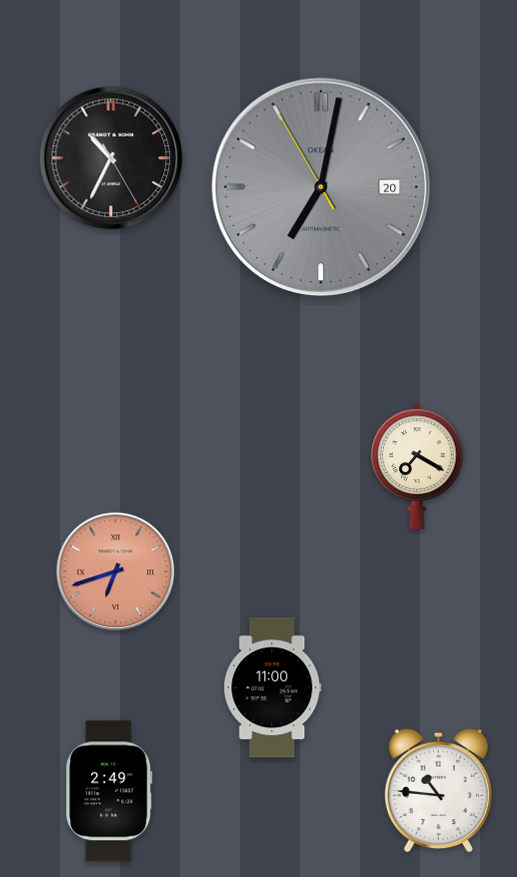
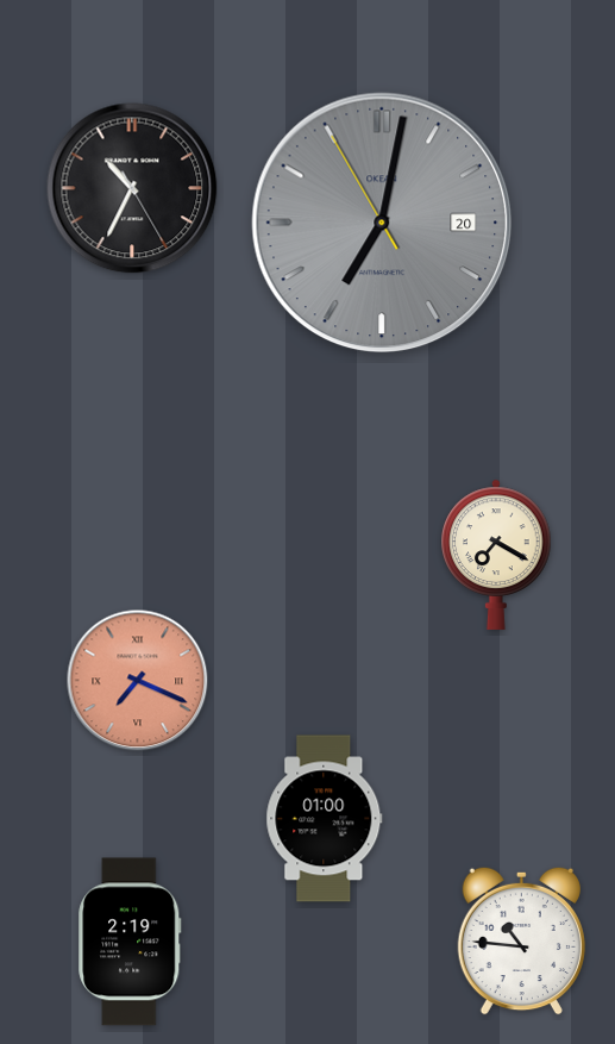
clock at (116, 572): 6:42 -> 7:19
clock at (273, 688): 11:00 -> 01:00
clock at (109, 791): 2:49 -> 2:19
